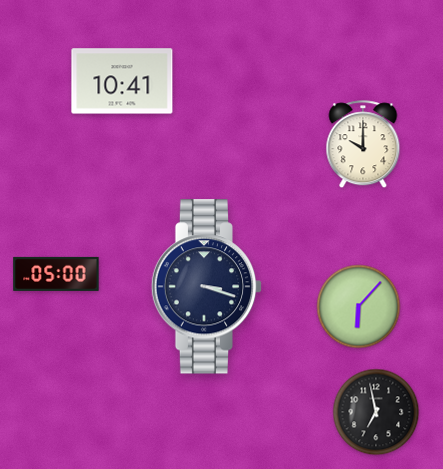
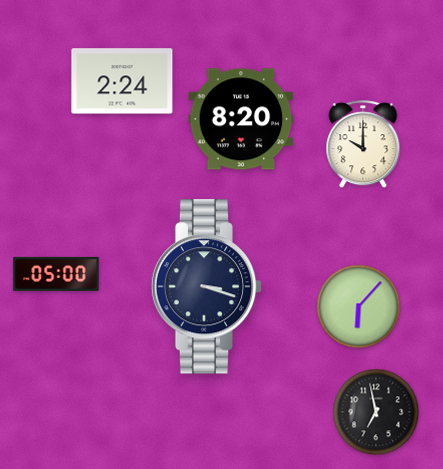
clock at (122, 81): 10:41 -> 2:24
clock at (241, 119): none -> 8:20
